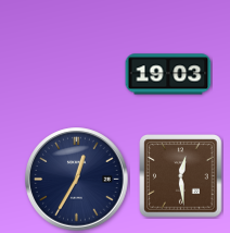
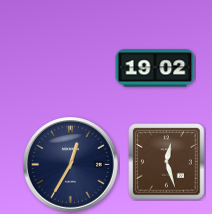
clock at (168, 74): 19:03 -> 19:02
clock at (181, 176): 12:29 -> 12:27
